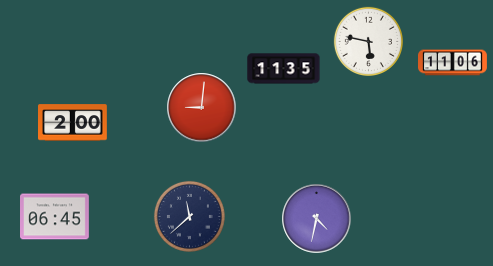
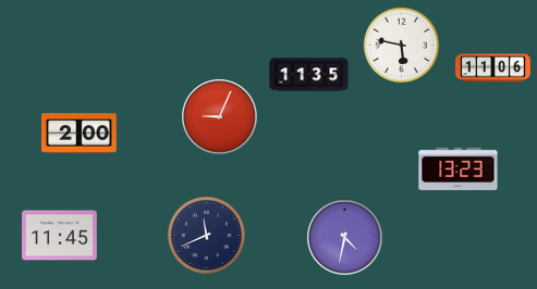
clock at (202, 108): 9:01 -> 9:04
clock at (459, 168): none -> 13:23
clock at (189, 216): 11:38 -> 11:41
clock at (55, 217): 06:45 -> 11:45
